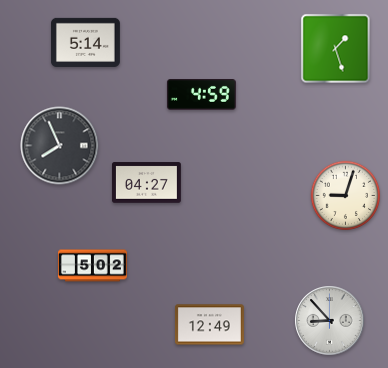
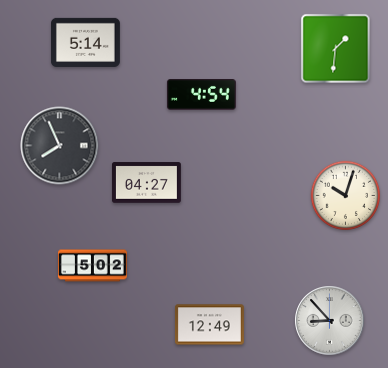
clock at (336, 49): 1:27 -> 1:31
clock at (201, 95): 4:59 -> 4:54
clock at (346, 196): 9:03 -> 10:03
